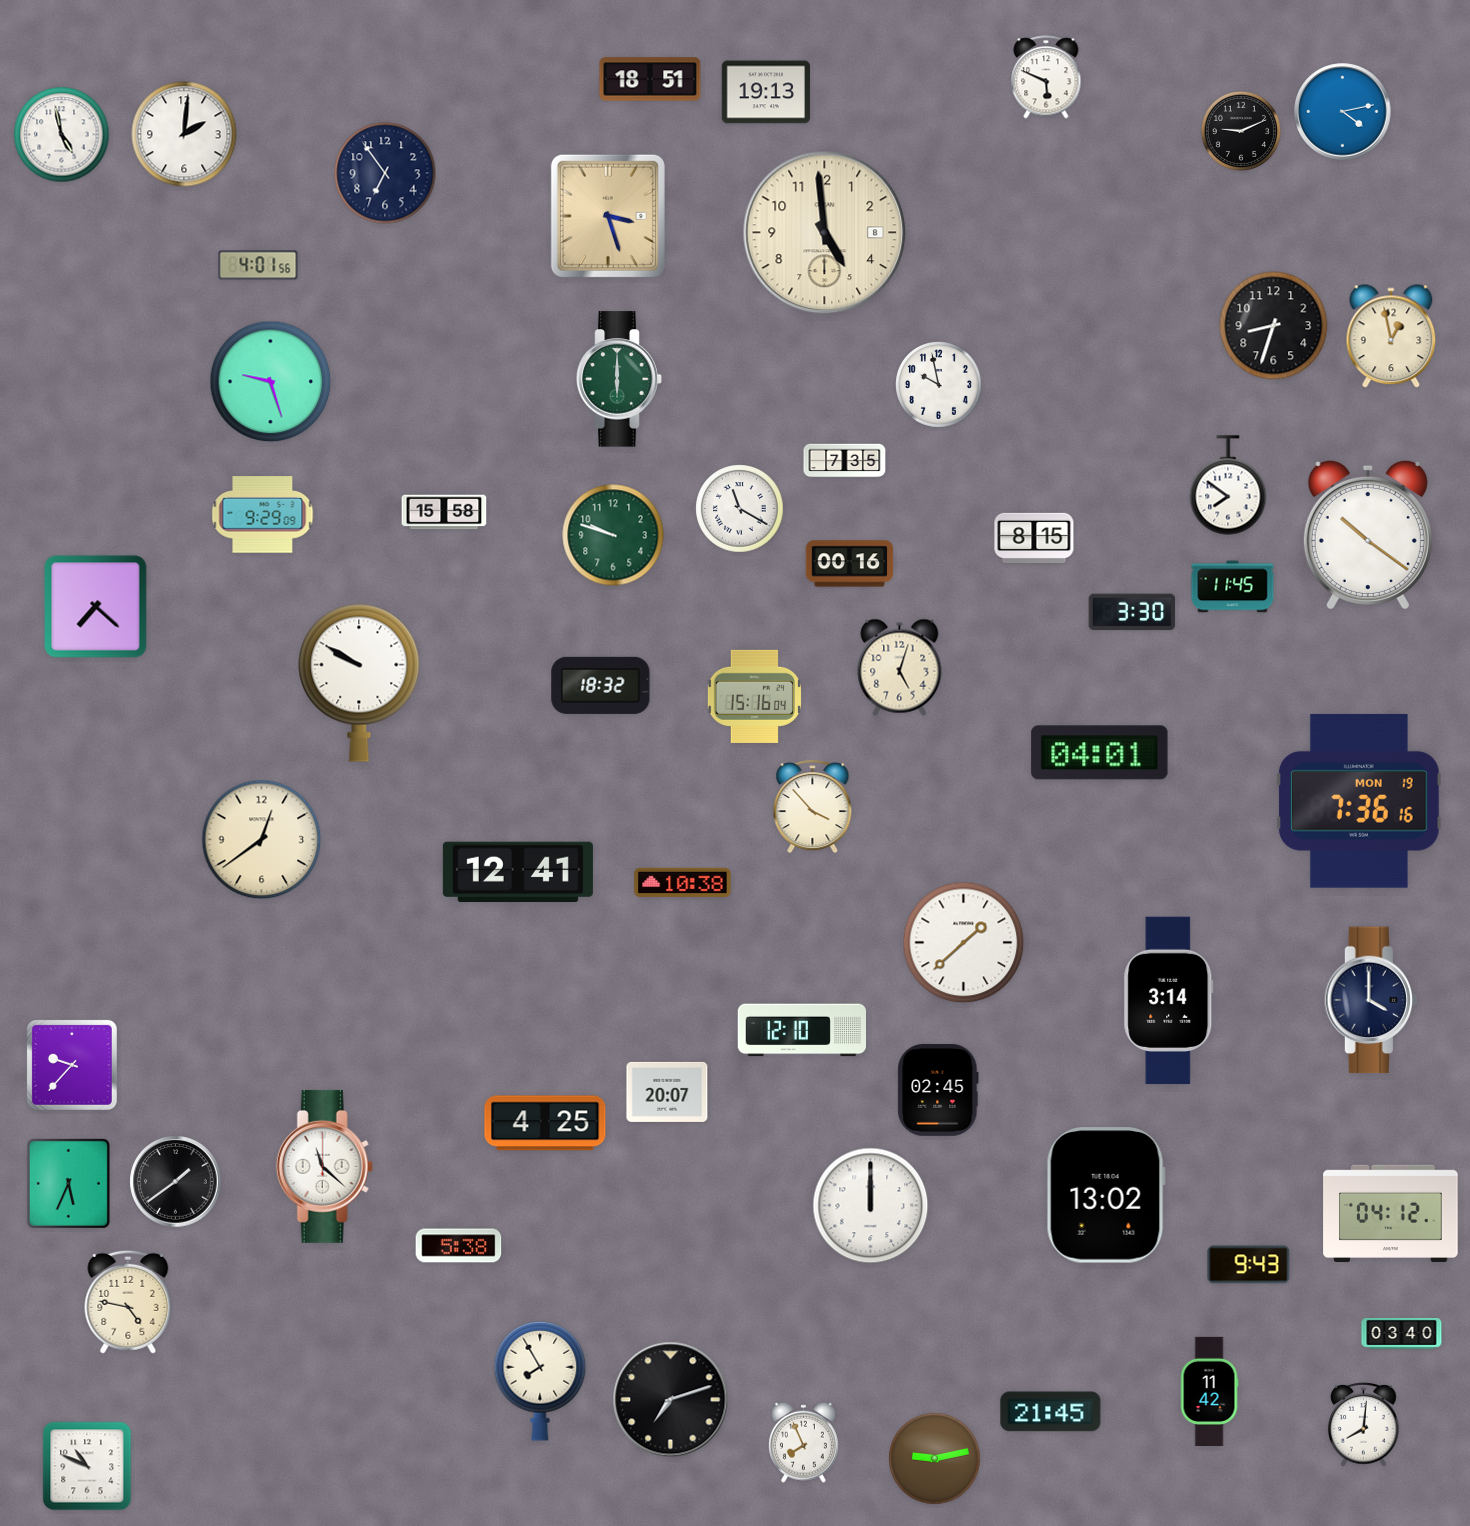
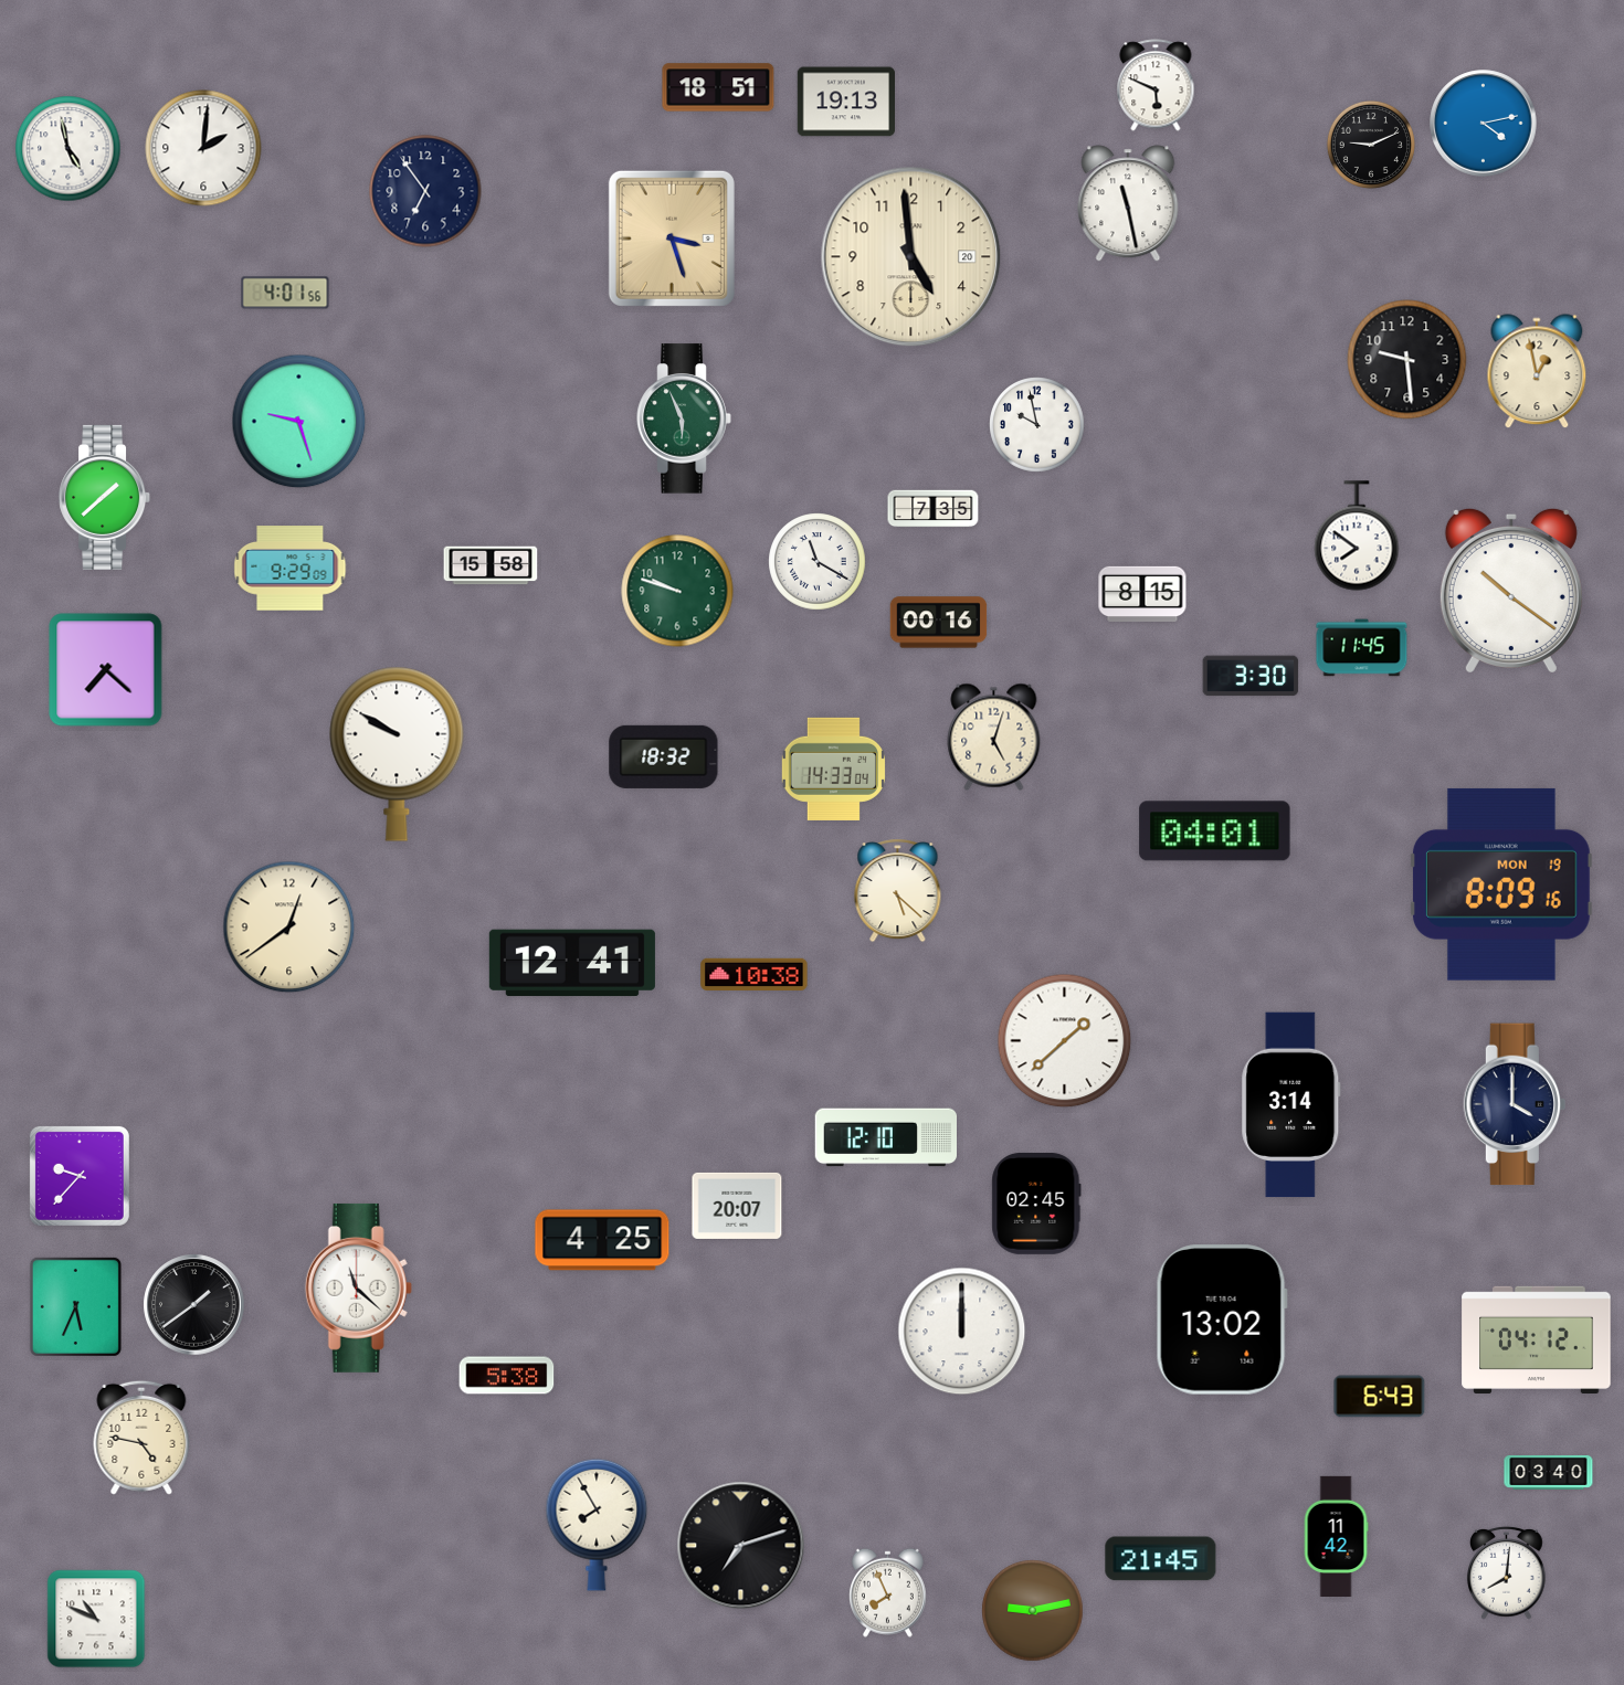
clock at (1128, 203): none -> 11:28
clock at (825, 233) date: 8 -> 20
clock at (1274, 326): 8:33 -> 9:29
clock at (619, 379): 6:00 -> 5:56
clock at (105, 497): none -> 1:38
clock at (754, 696): 15:16 -> 14:33
clock at (1359, 801): 7:36 -> 8:09
clock at (813, 807): 3:53 -> 5:22
clock at (1249, 1265): 9:43 -> 6:43
